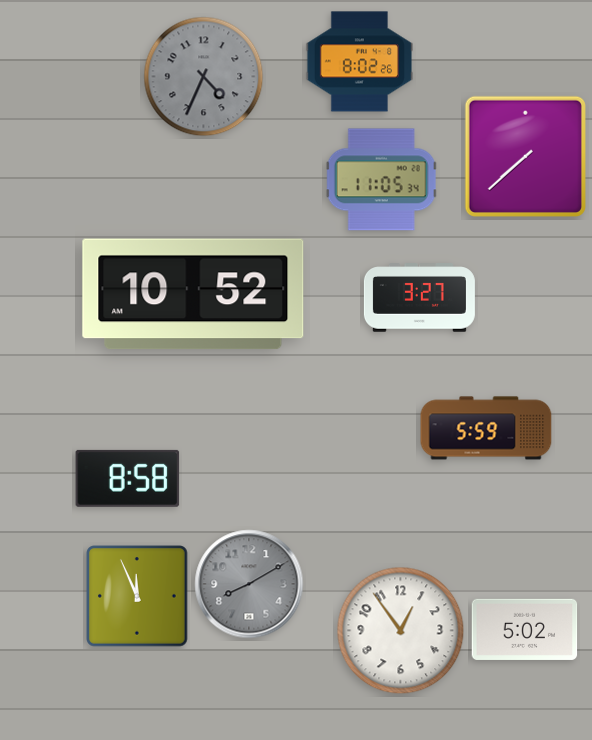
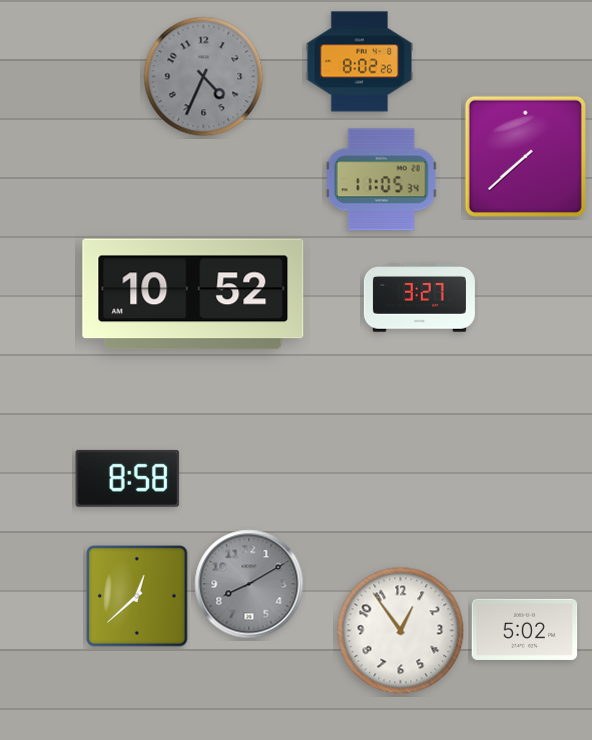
clock at (486, 428): 5:59 -> none
clock at (137, 596): 11:56 -> 12:38
